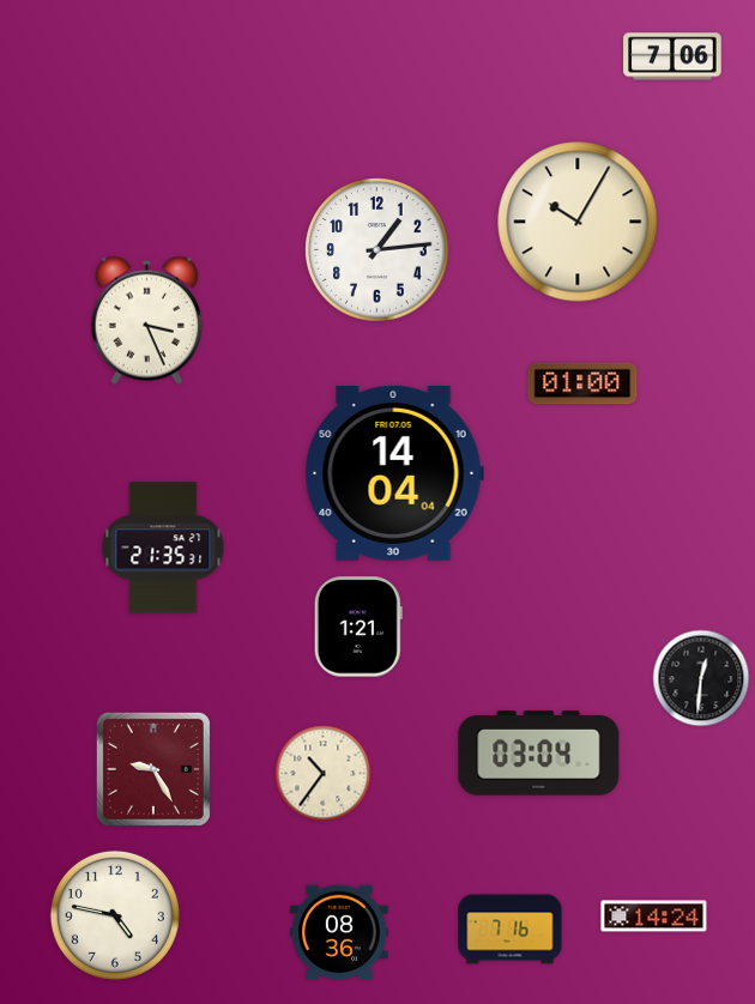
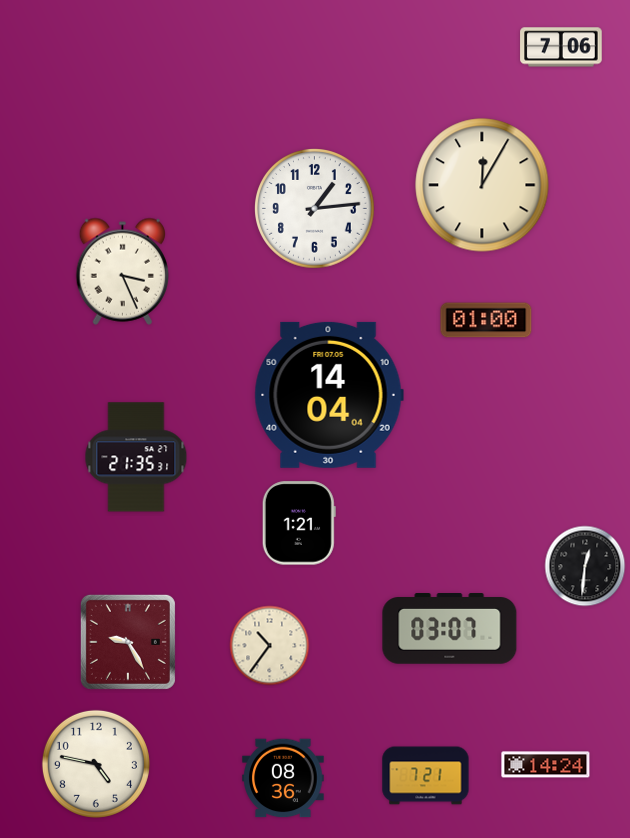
clock at (578, 222): 10:05 -> 12:05
clock at (146, 320) position: (146, 320) -> (122, 271)
clock at (539, 754): 03:04 -> 03:07
clock at (511, 930): 7:16 -> 7:21
